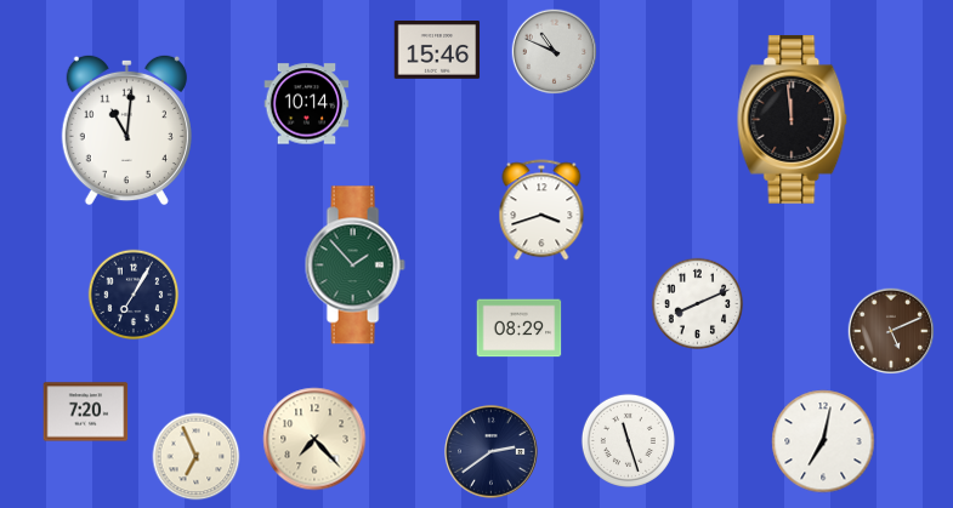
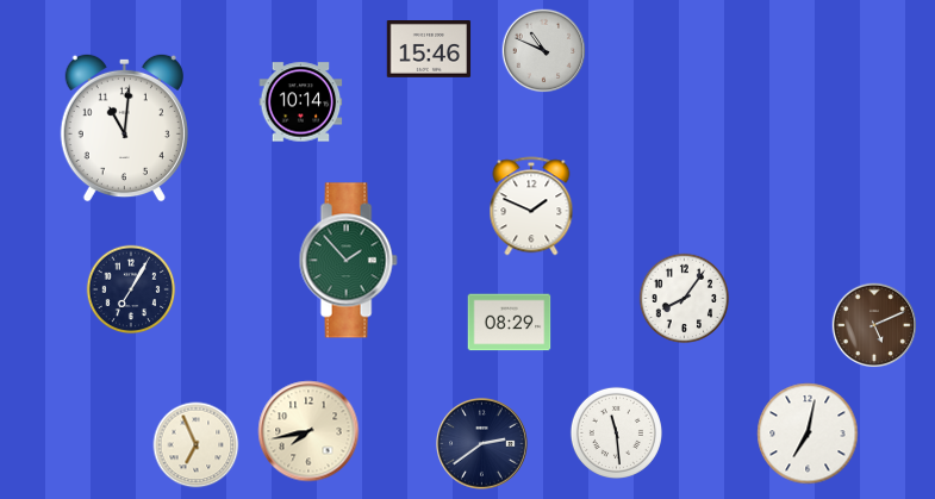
clock at (793, 119): 11:59 -> none
clock at (541, 210): 3:42 -> 1:49
clock at (698, 304): 8:11 -> 8:06
clock at (86, 412): 7:20 -> none
clock at (314, 439): 7:23 -> 7:43
clock at (628, 440): 11:27 -> 11:29
clock at (197, 457) position: (197, 457) -> (197, 445)
